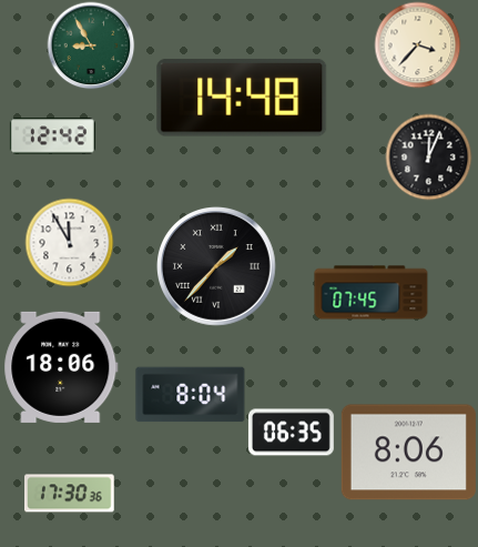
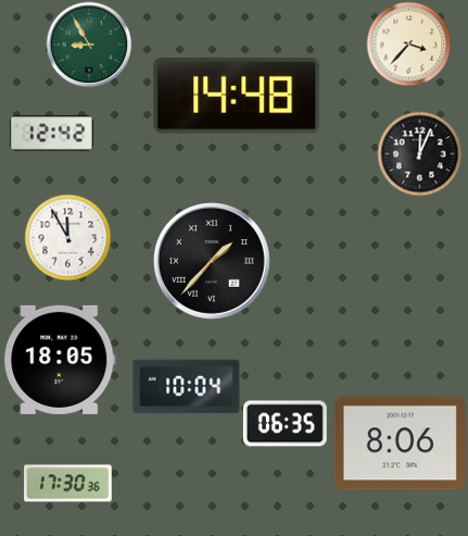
clock at (372, 293): 07:45 -> none
clock at (61, 367): 18:06 -> 18:05
clock at (191, 395): 8:04 -> 10:04
